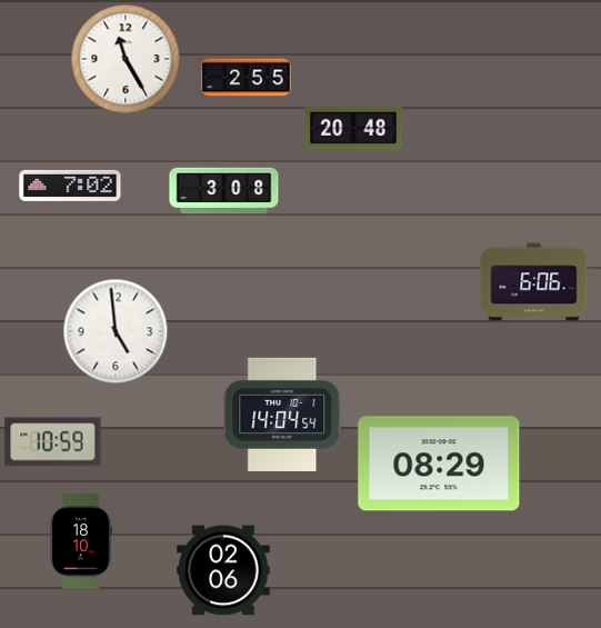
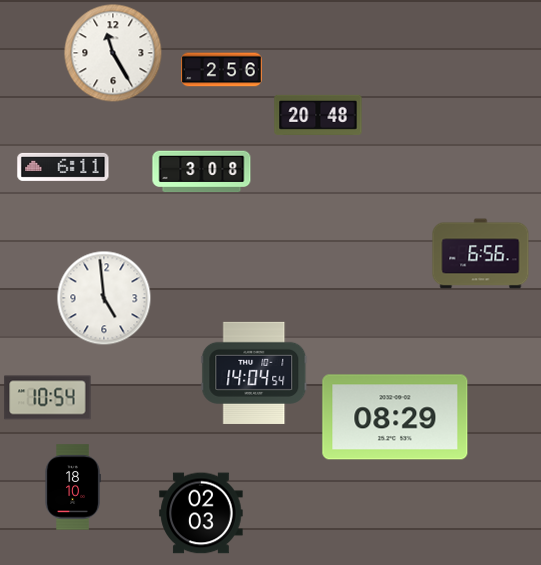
clock at (247, 78): 2:55 -> 2:56
clock at (70, 186): 7:02 -> 6:11
clock at (534, 282): 6:06 -> 6:56
clock at (53, 442): 10:59 -> 10:54
clock at (223, 570): 02:06 -> 02:03
